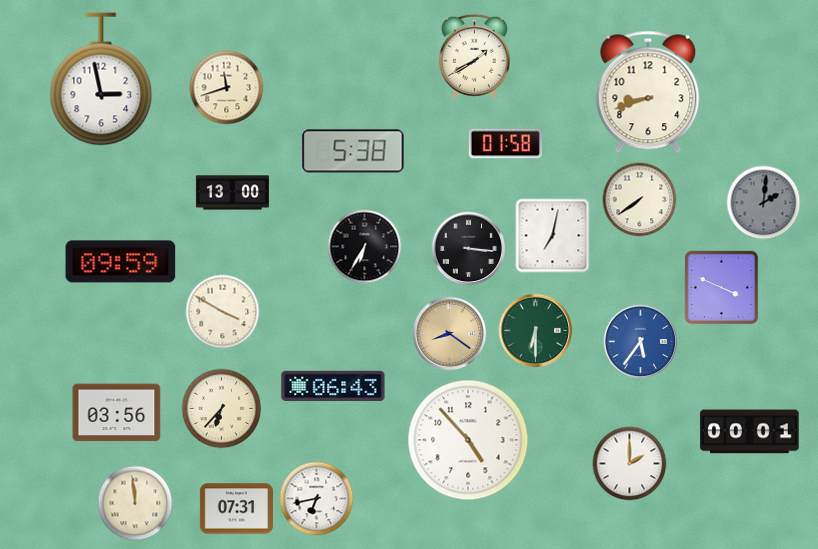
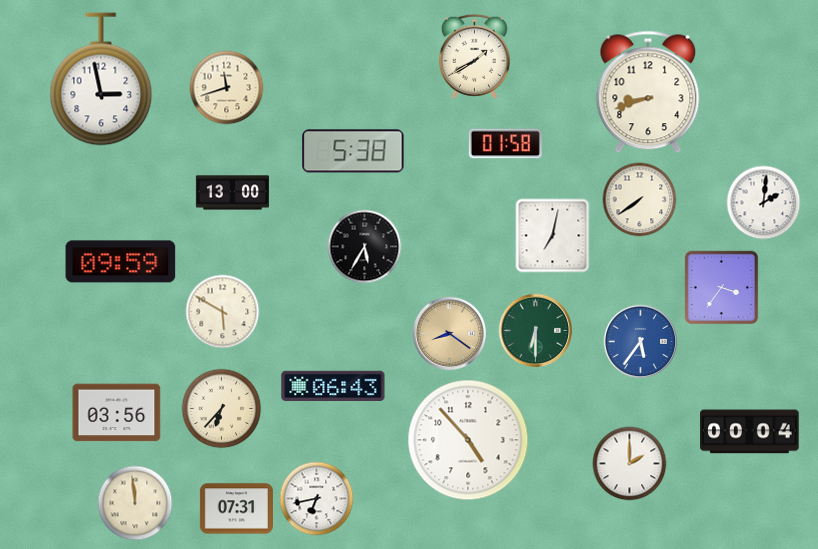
clock at (764, 203) dial: grey -> white
clock at (365, 247): 6:35 -> 5:35
clock at (469, 249): 3:16 -> none
clock at (722, 288): 3:49 -> 3:36
clock at (223, 312): 3:50 -> 5:50
clock at (750, 432): 00:01 -> 00:04
